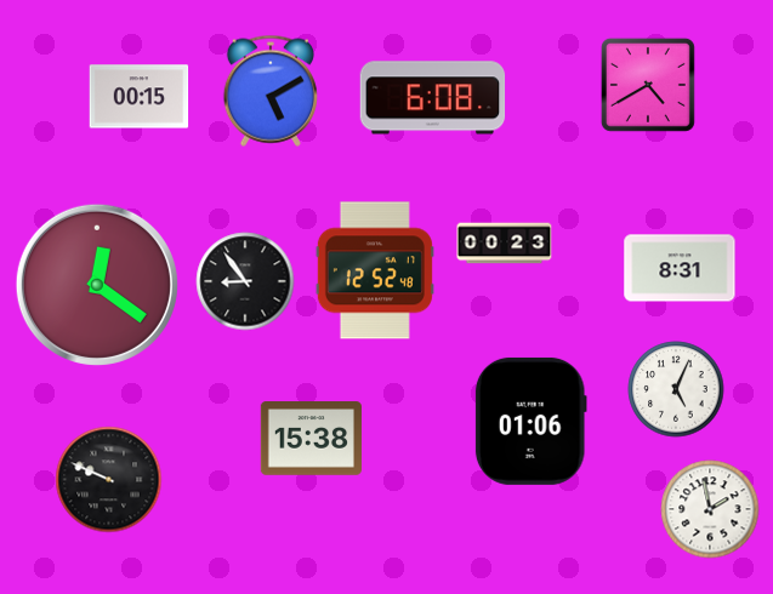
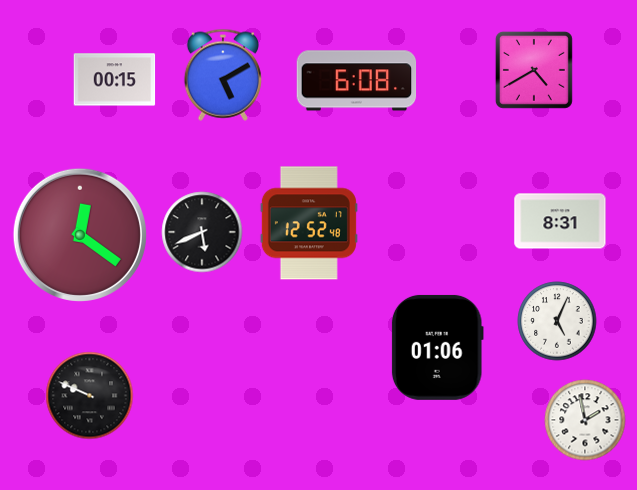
clock at (505, 244): 00:23 -> none
clock at (245, 281): 8:54 -> 5:41
clock at (311, 439): 15:38 -> none
